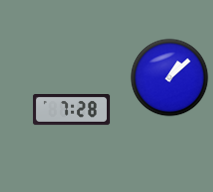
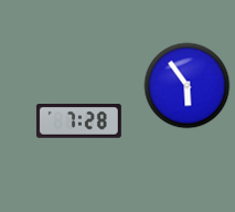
clock at (169, 77): 1:08 -> 5:54
